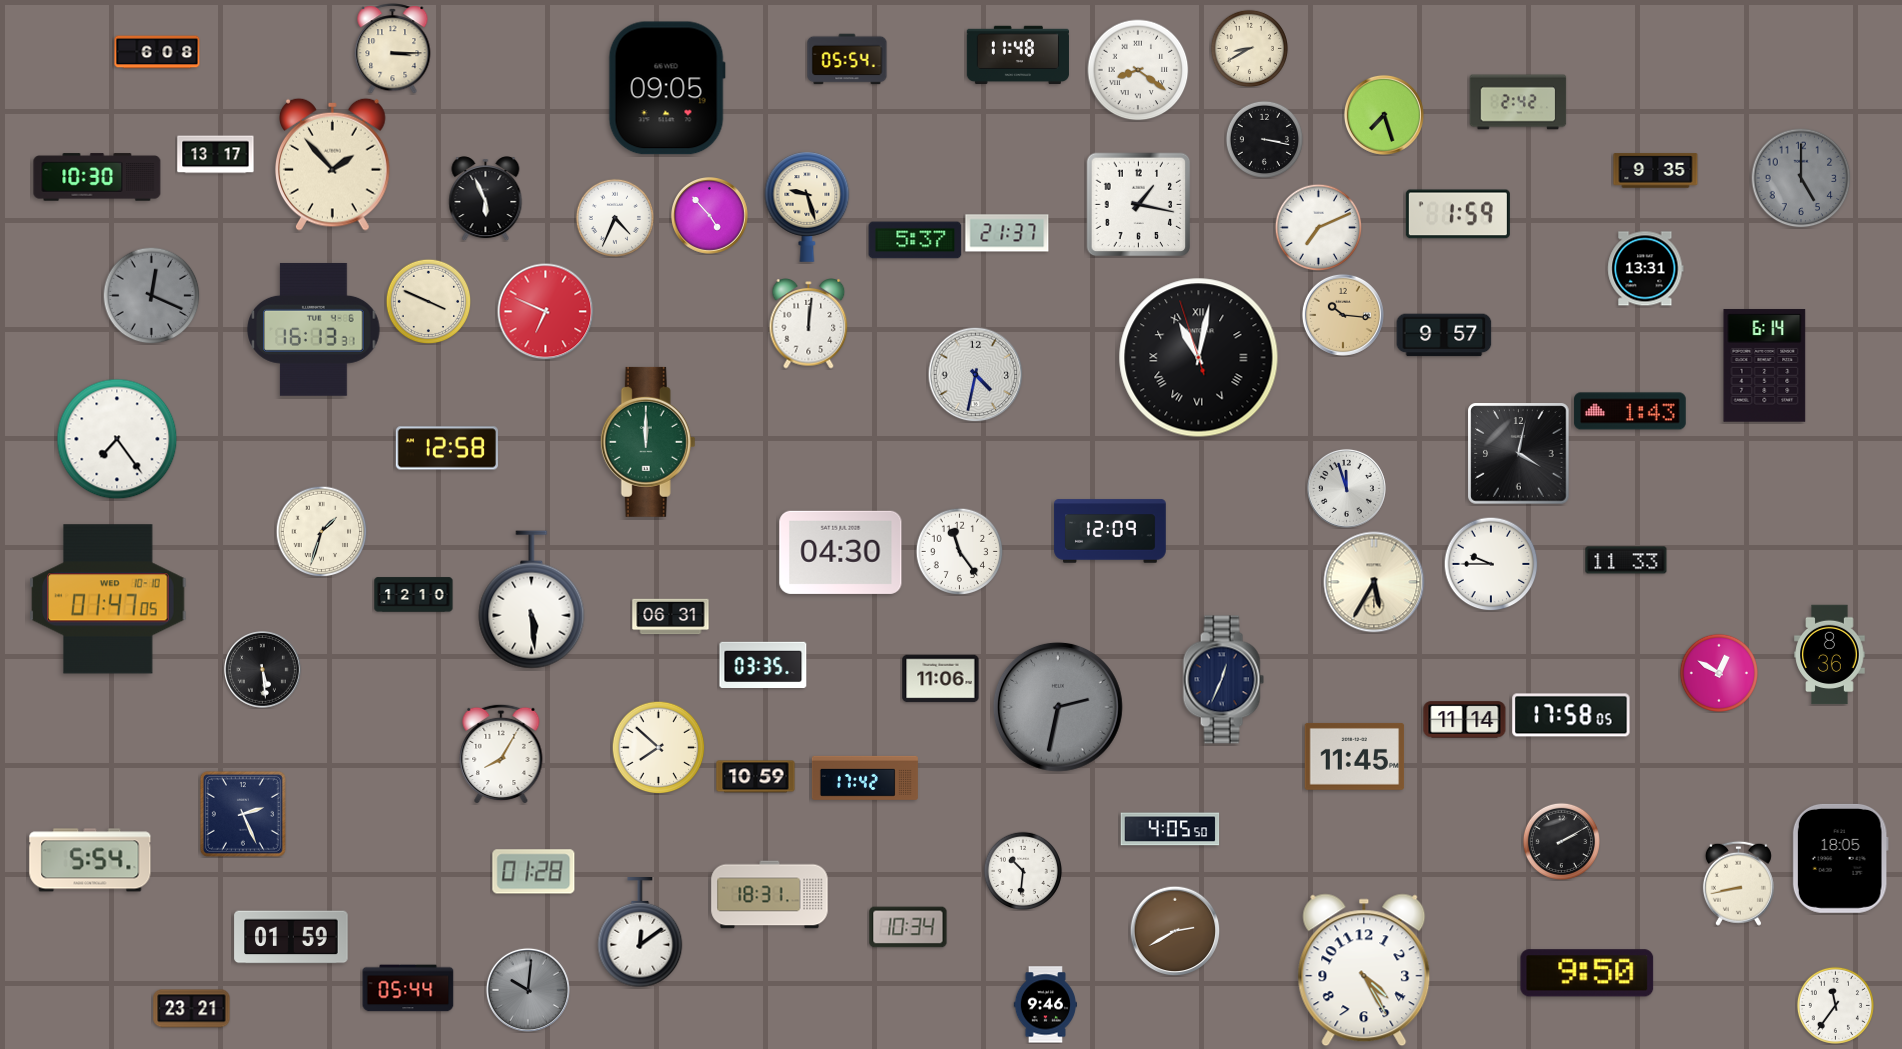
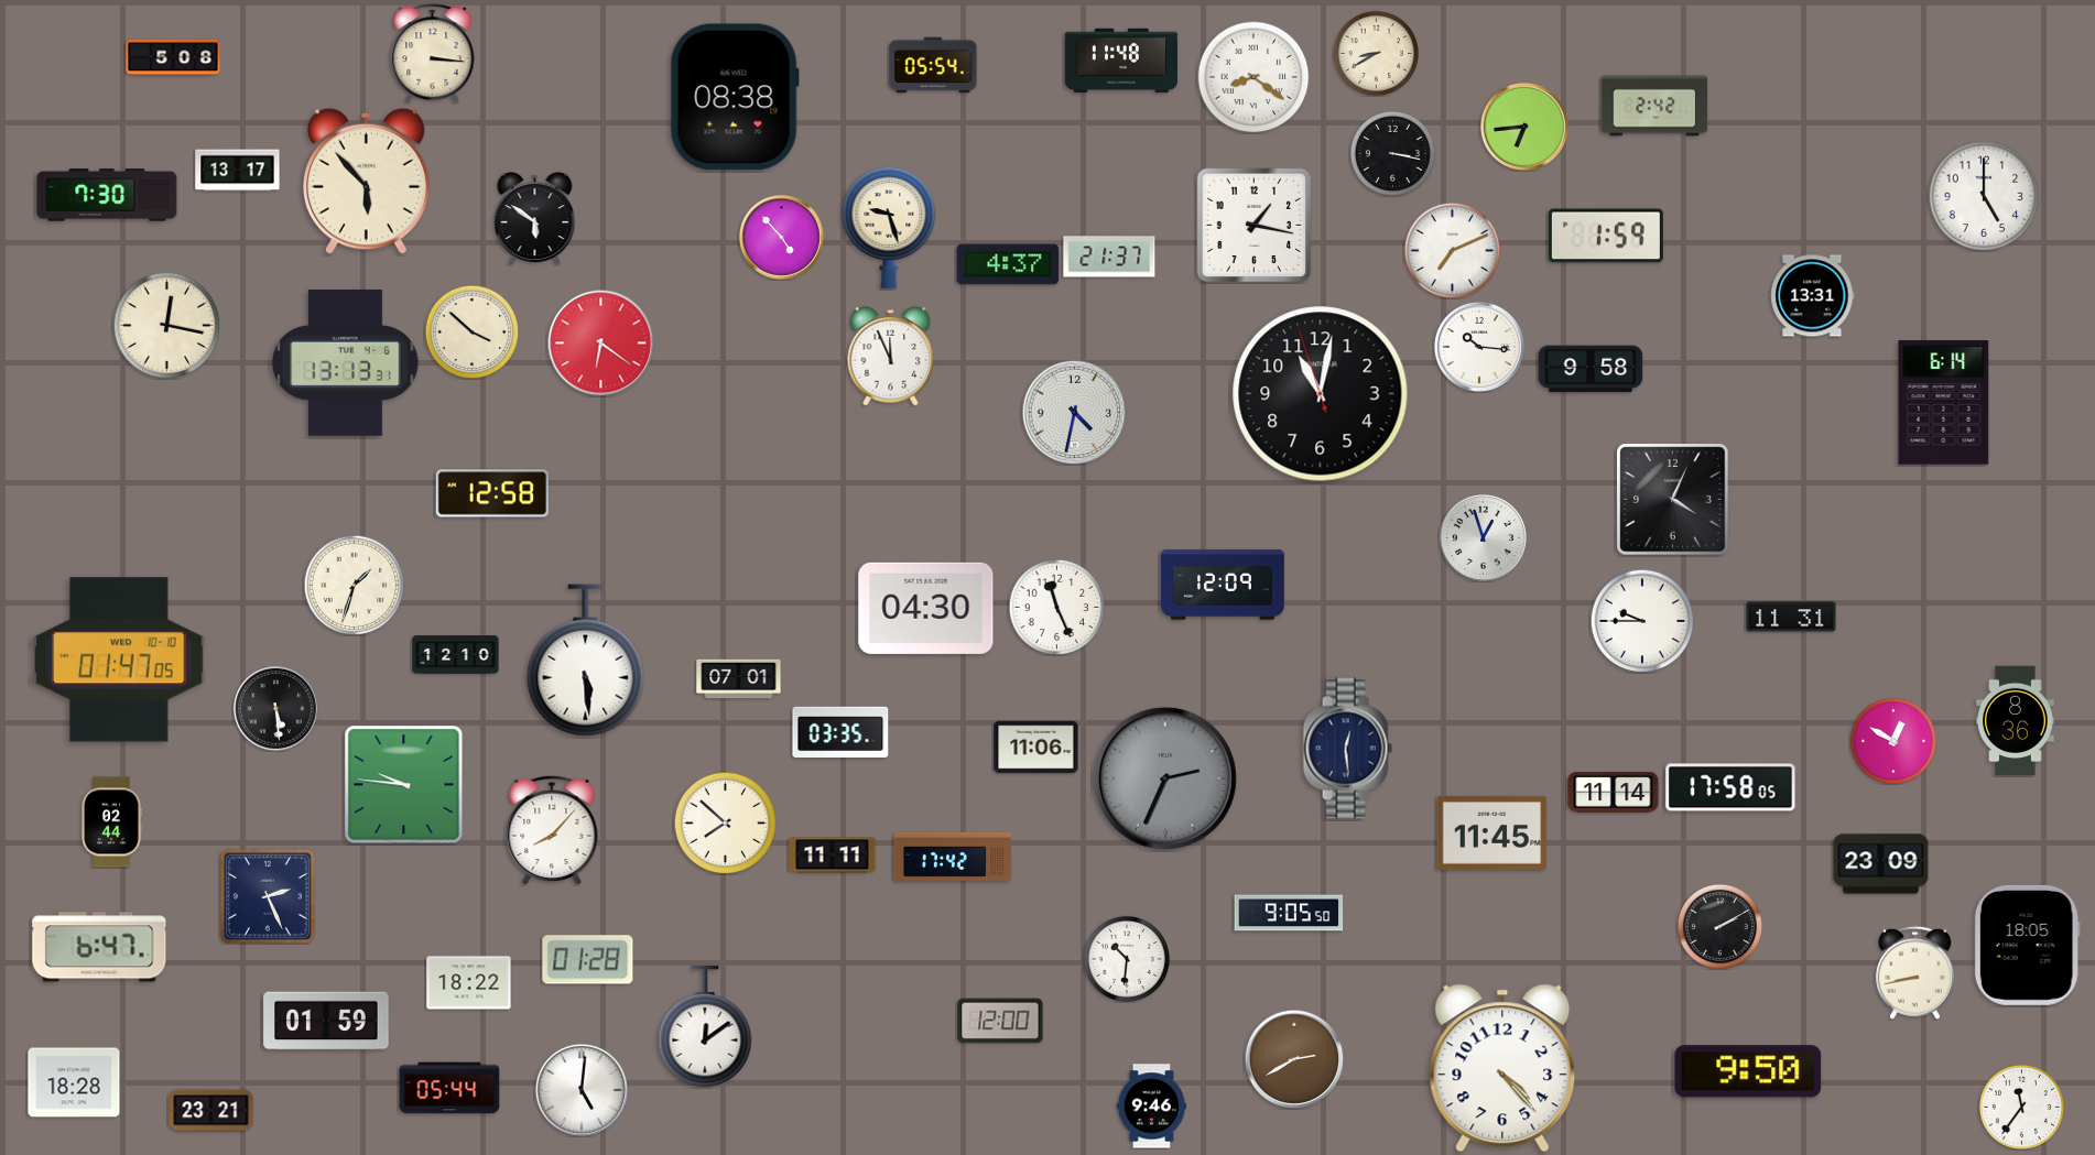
clock at (393, 49): 3:15 -> 3:16
clock at (157, 52): 6:08 -> 5:08
clock at (667, 88): 09:05 -> 08:38
clock at (1518, 102) position: (1518, 102) -> (1654, 106)
clock at (1384, 115): 7:27 -> 6:44
clock at (333, 164): 1:53 -> 5:53
clock at (1656, 171): 9:35 -> none
clock at (97, 177): 10:30 -> 7:30
clock at (1801, 178) dial: grey -> white
clock at (486, 199): 5:56 -> 5:51
clock at (614, 217): 4:34 -> none
clock at (915, 240): 5:37 -> 4:37
clock at (151, 295): 12:19 -> 12:17
clock at (151, 295) dial: grey -> cream
clock at (428, 301): 3:49 -> 3:52
clock at (546, 312): 6:49 -> 6:21
clock at (1343, 315) dial: champagne -> white
clock at (809, 324): 12:01 -> 11:56
clock at (314, 329): 16:13 -> 13:13
clock at (1444, 335): 9:57 -> 9:58
clock at (1199, 358) numerals: Roman -> Arabic
clock at (1630, 411): 1:43 -> none
clock at (117, 439): 7:24 -> none
clock at (648, 442): 12:00 -> none
clock at (1519, 454): 4:02 -> 4:04
clock at (1346, 488): 11:57 -> 12:57
clock at (959, 551): 11:24 -> 11:26
clock at (1626, 560): 11:33 -> 11:31
clock at (1374, 582): 5:35 -> none
clock at (671, 617): 06:31 -> 07:01
clock at (263, 670) position: (263, 670) -> (276, 709)
clock at (1223, 680): 12:34 -> 12:29
clock at (1058, 707): 2:32 -> 2:34
clock at (404, 785): none -> 9:46
clock at (111, 822): none -> 02:44
clock at (501, 754): 8:05 -> 8:07
clock at (756, 777): 10:59 -> 11:11
clock at (1881, 864): none -> 23:09
clock at (1170, 829): 4:05 -> 9:05
clock at (90, 860): 5:54 -> 6:47
clock at (469, 983): none -> 18:22
clock at (770, 895): 18:31 -> none
clock at (908, 927): 10:34 -> 12:00
clock at (1175, 931) position: (1175, 931) -> (1294, 1059)
clock at (291, 937) position: (291, 937) -> (326, 1021)
clock at (1364, 970): 4:25 -> 4:23
clock at (74, 1082): none -> 18:28
clock at (528, 990): 10:01 -> 5:01
clock at (528, 990) dial: grey -> white
